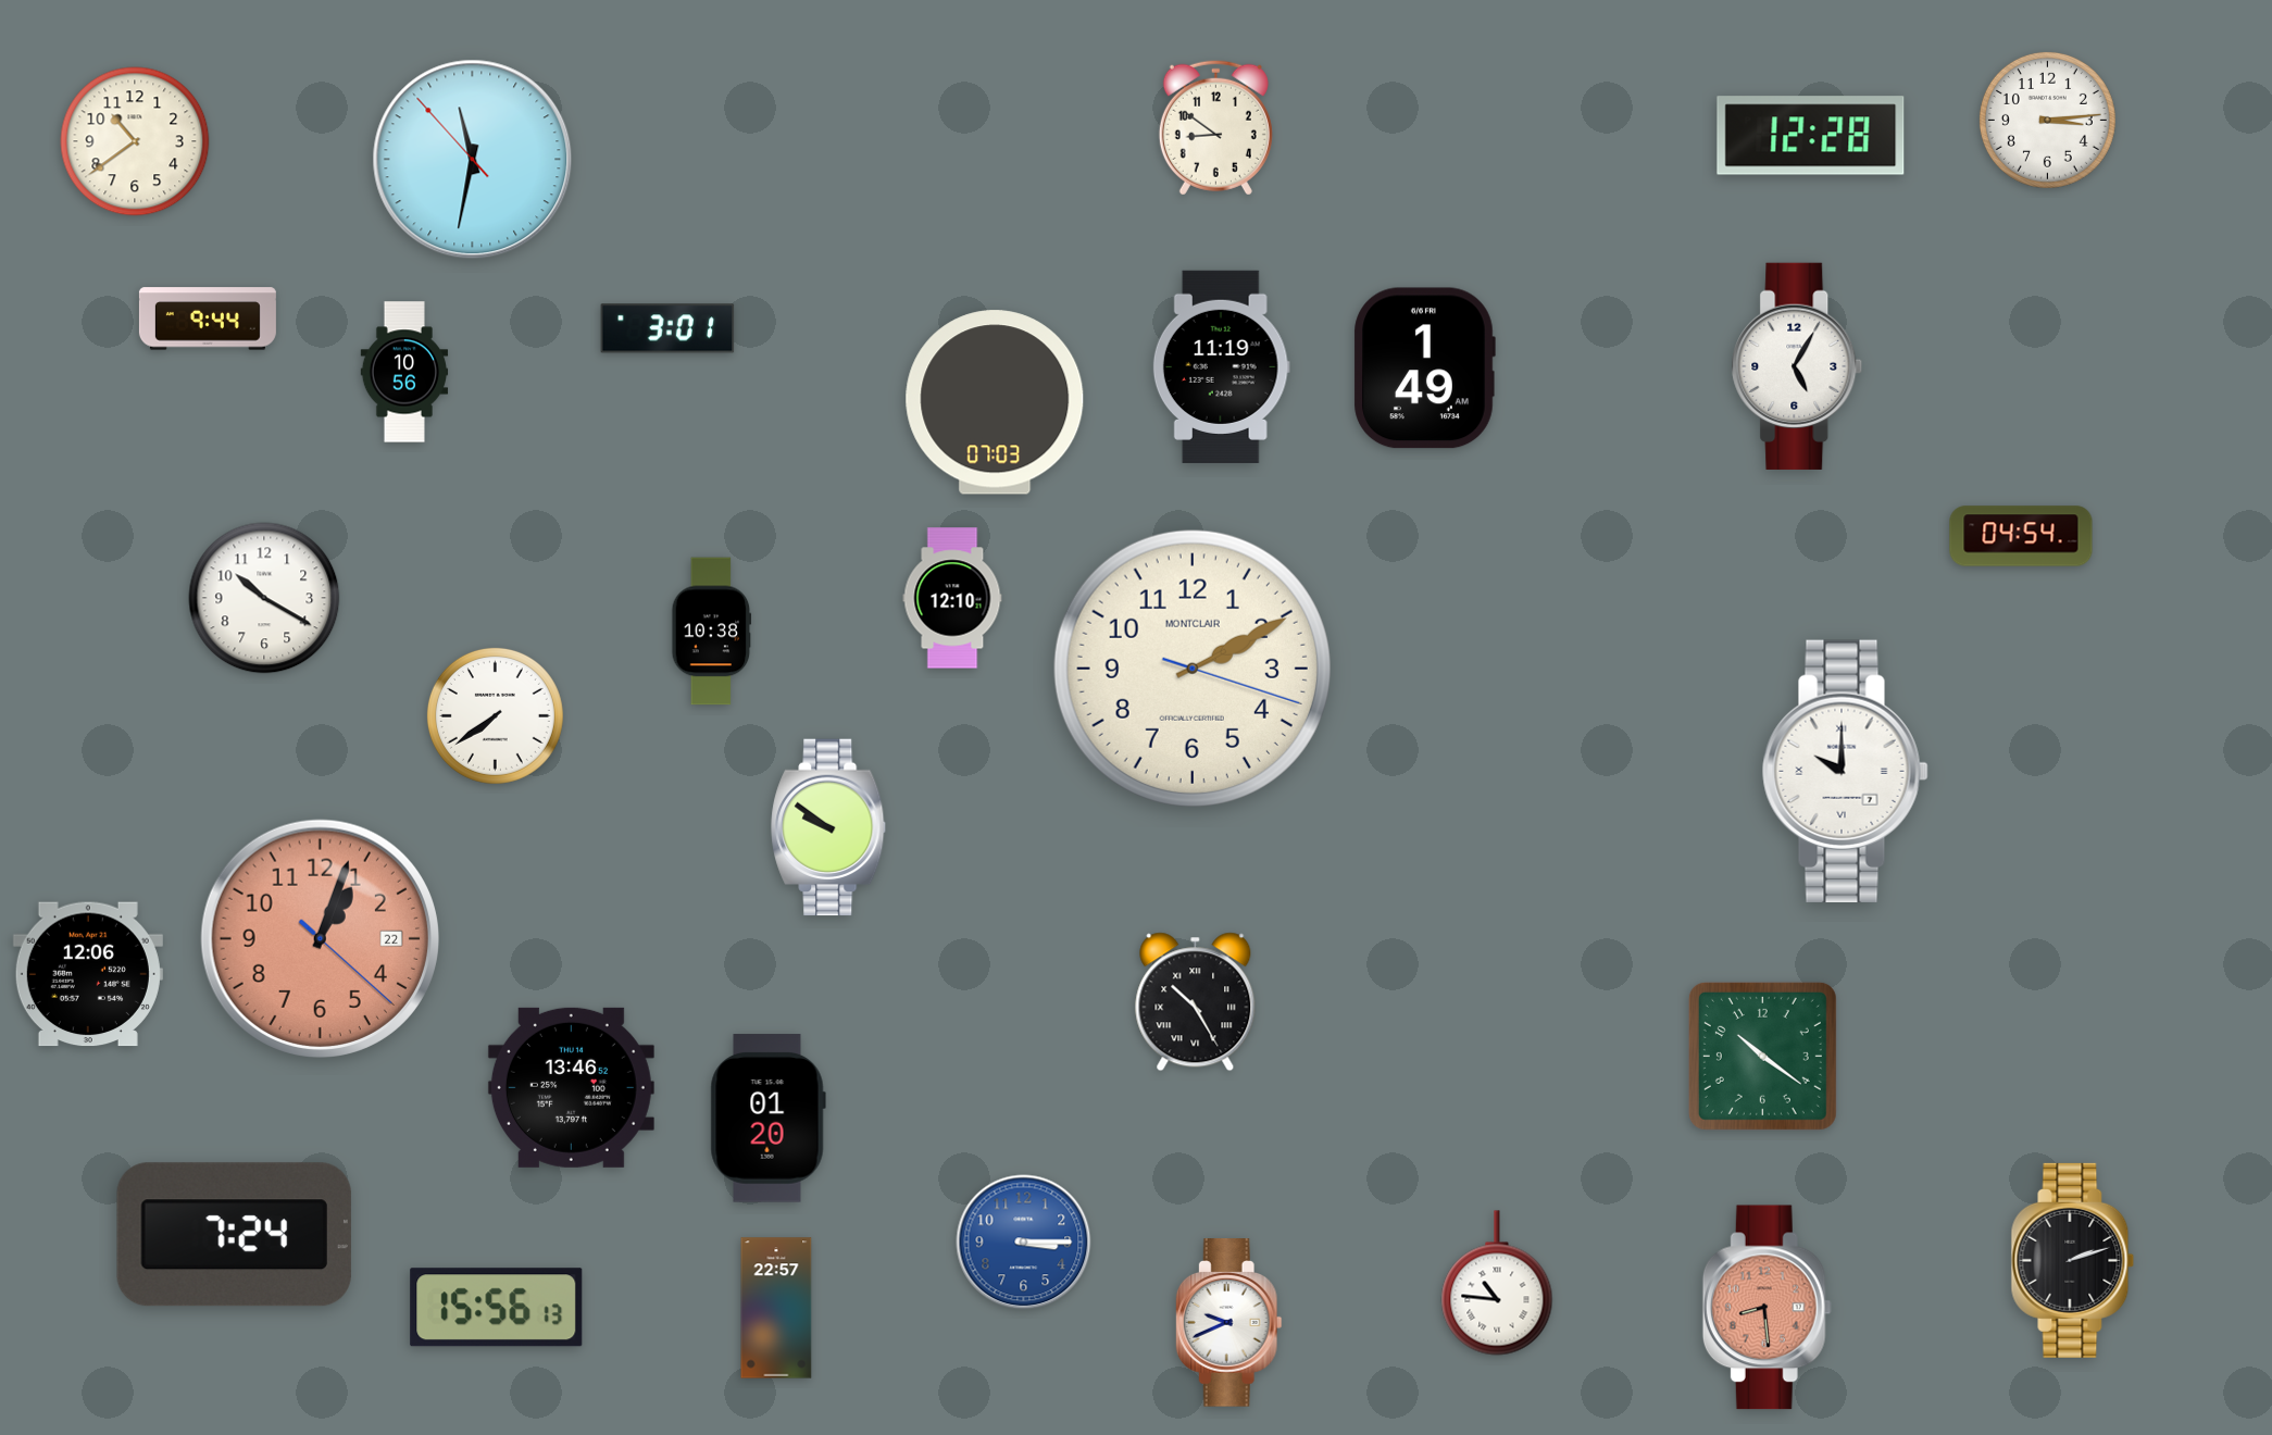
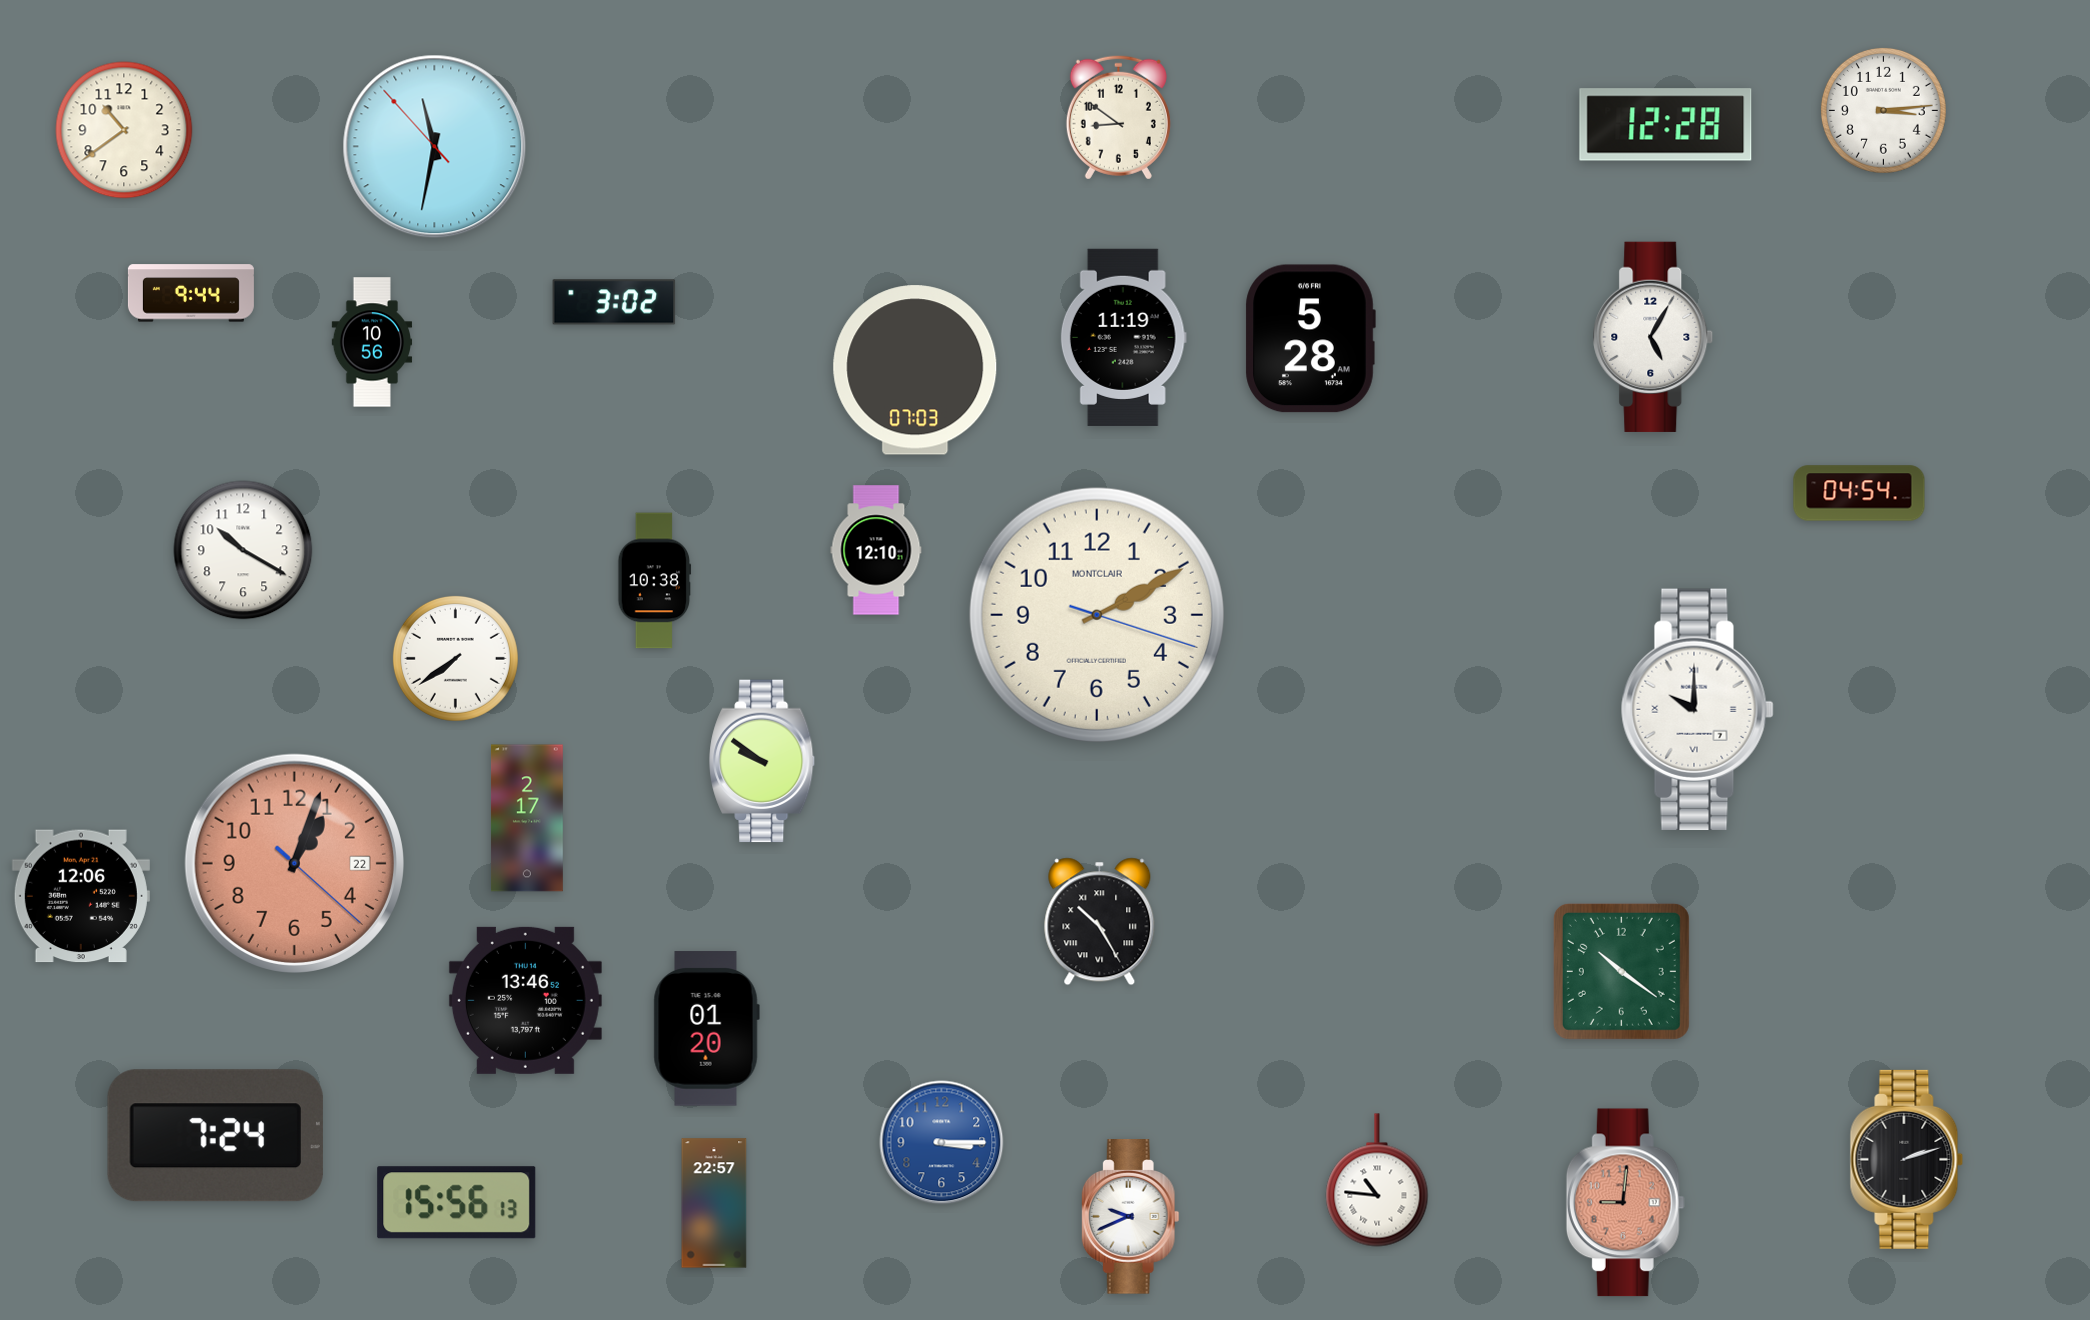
clock at (667, 328): 3:01 -> 3:02
clock at (1424, 369): 1:49 -> 5:28
clock at (527, 818): none -> 2:17
clock at (1767, 1308): 8:29 -> 9:01
